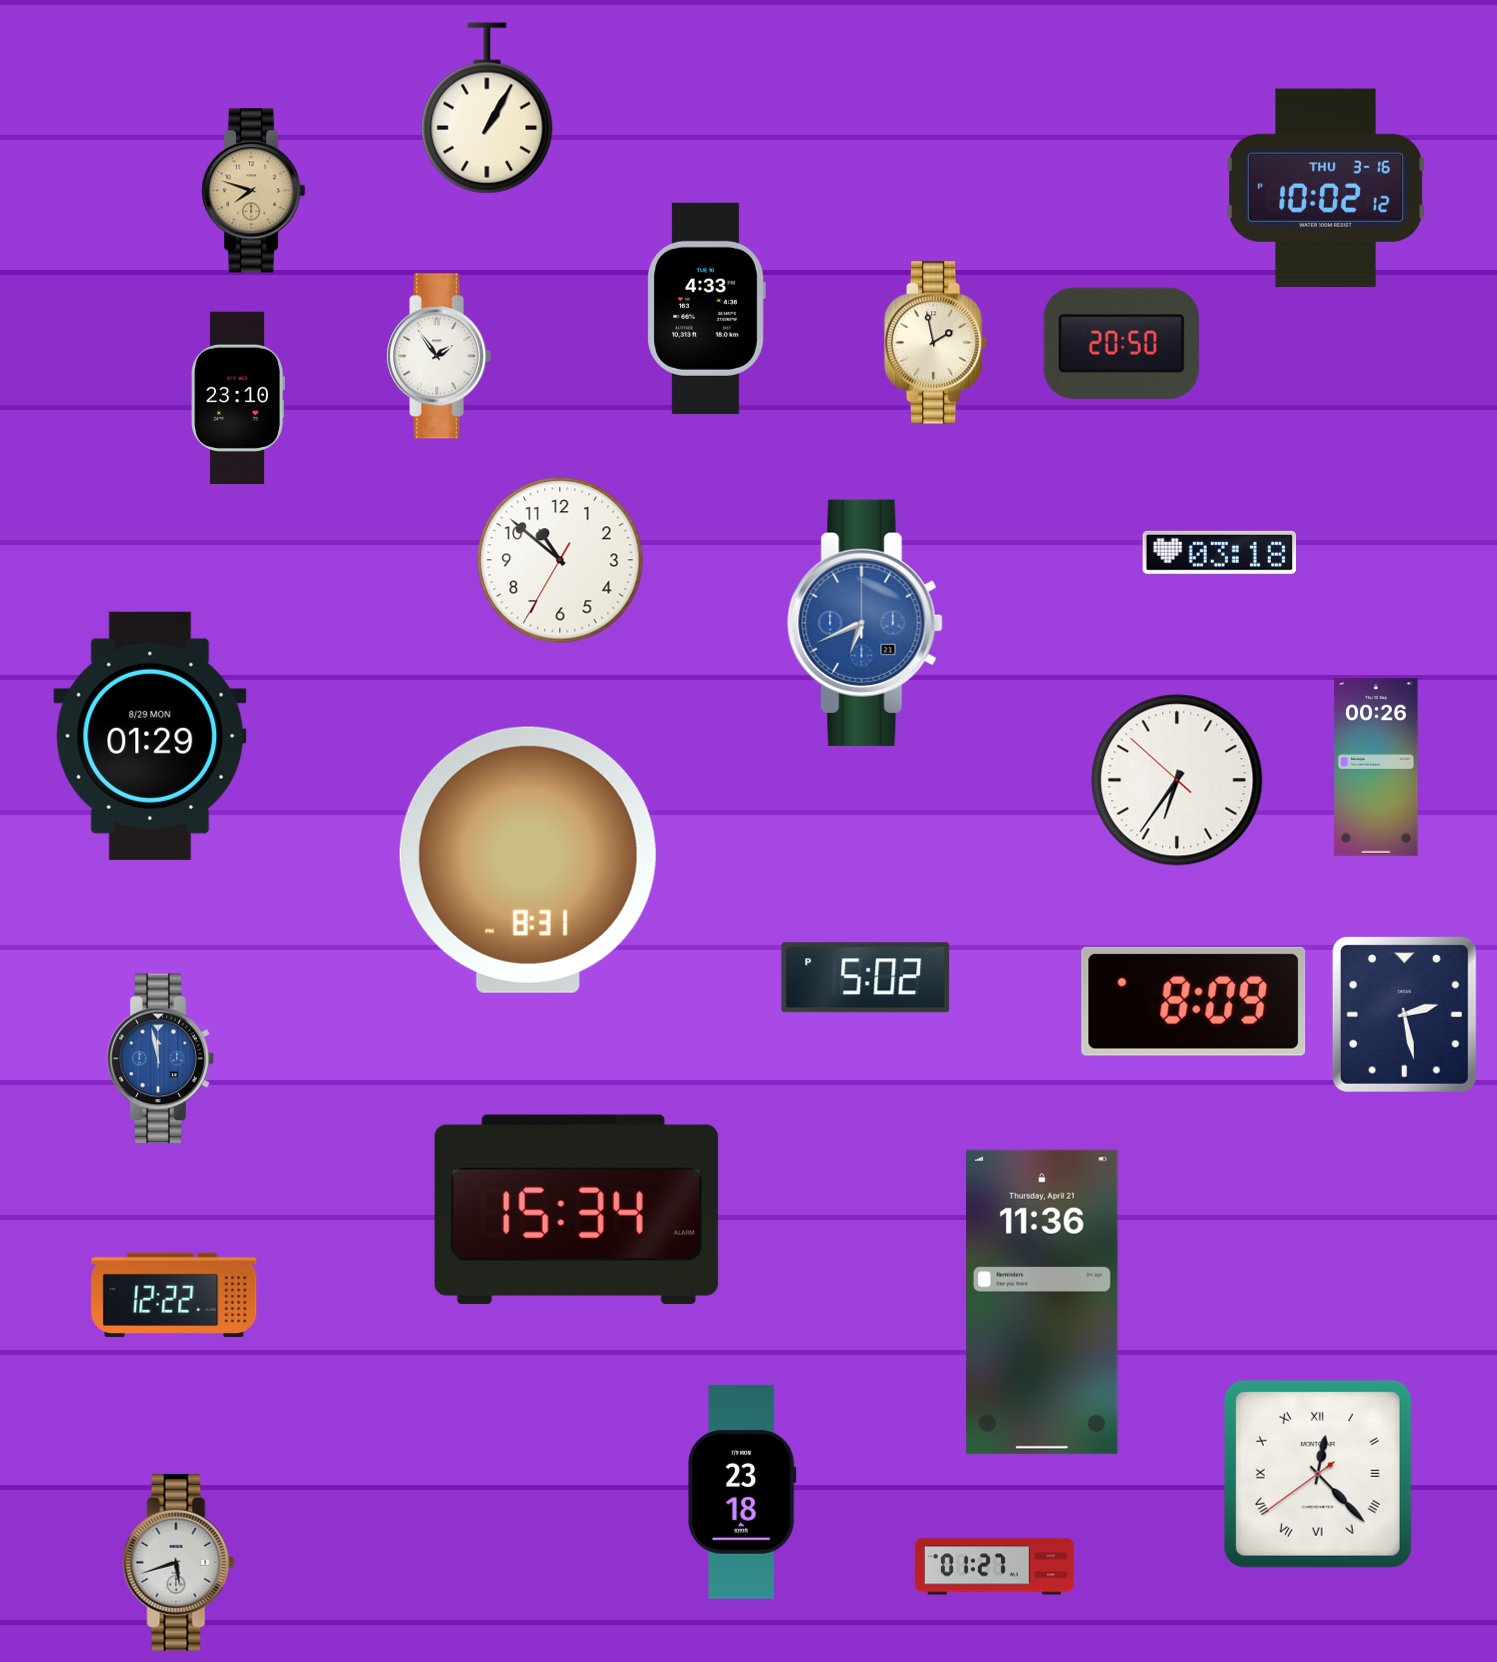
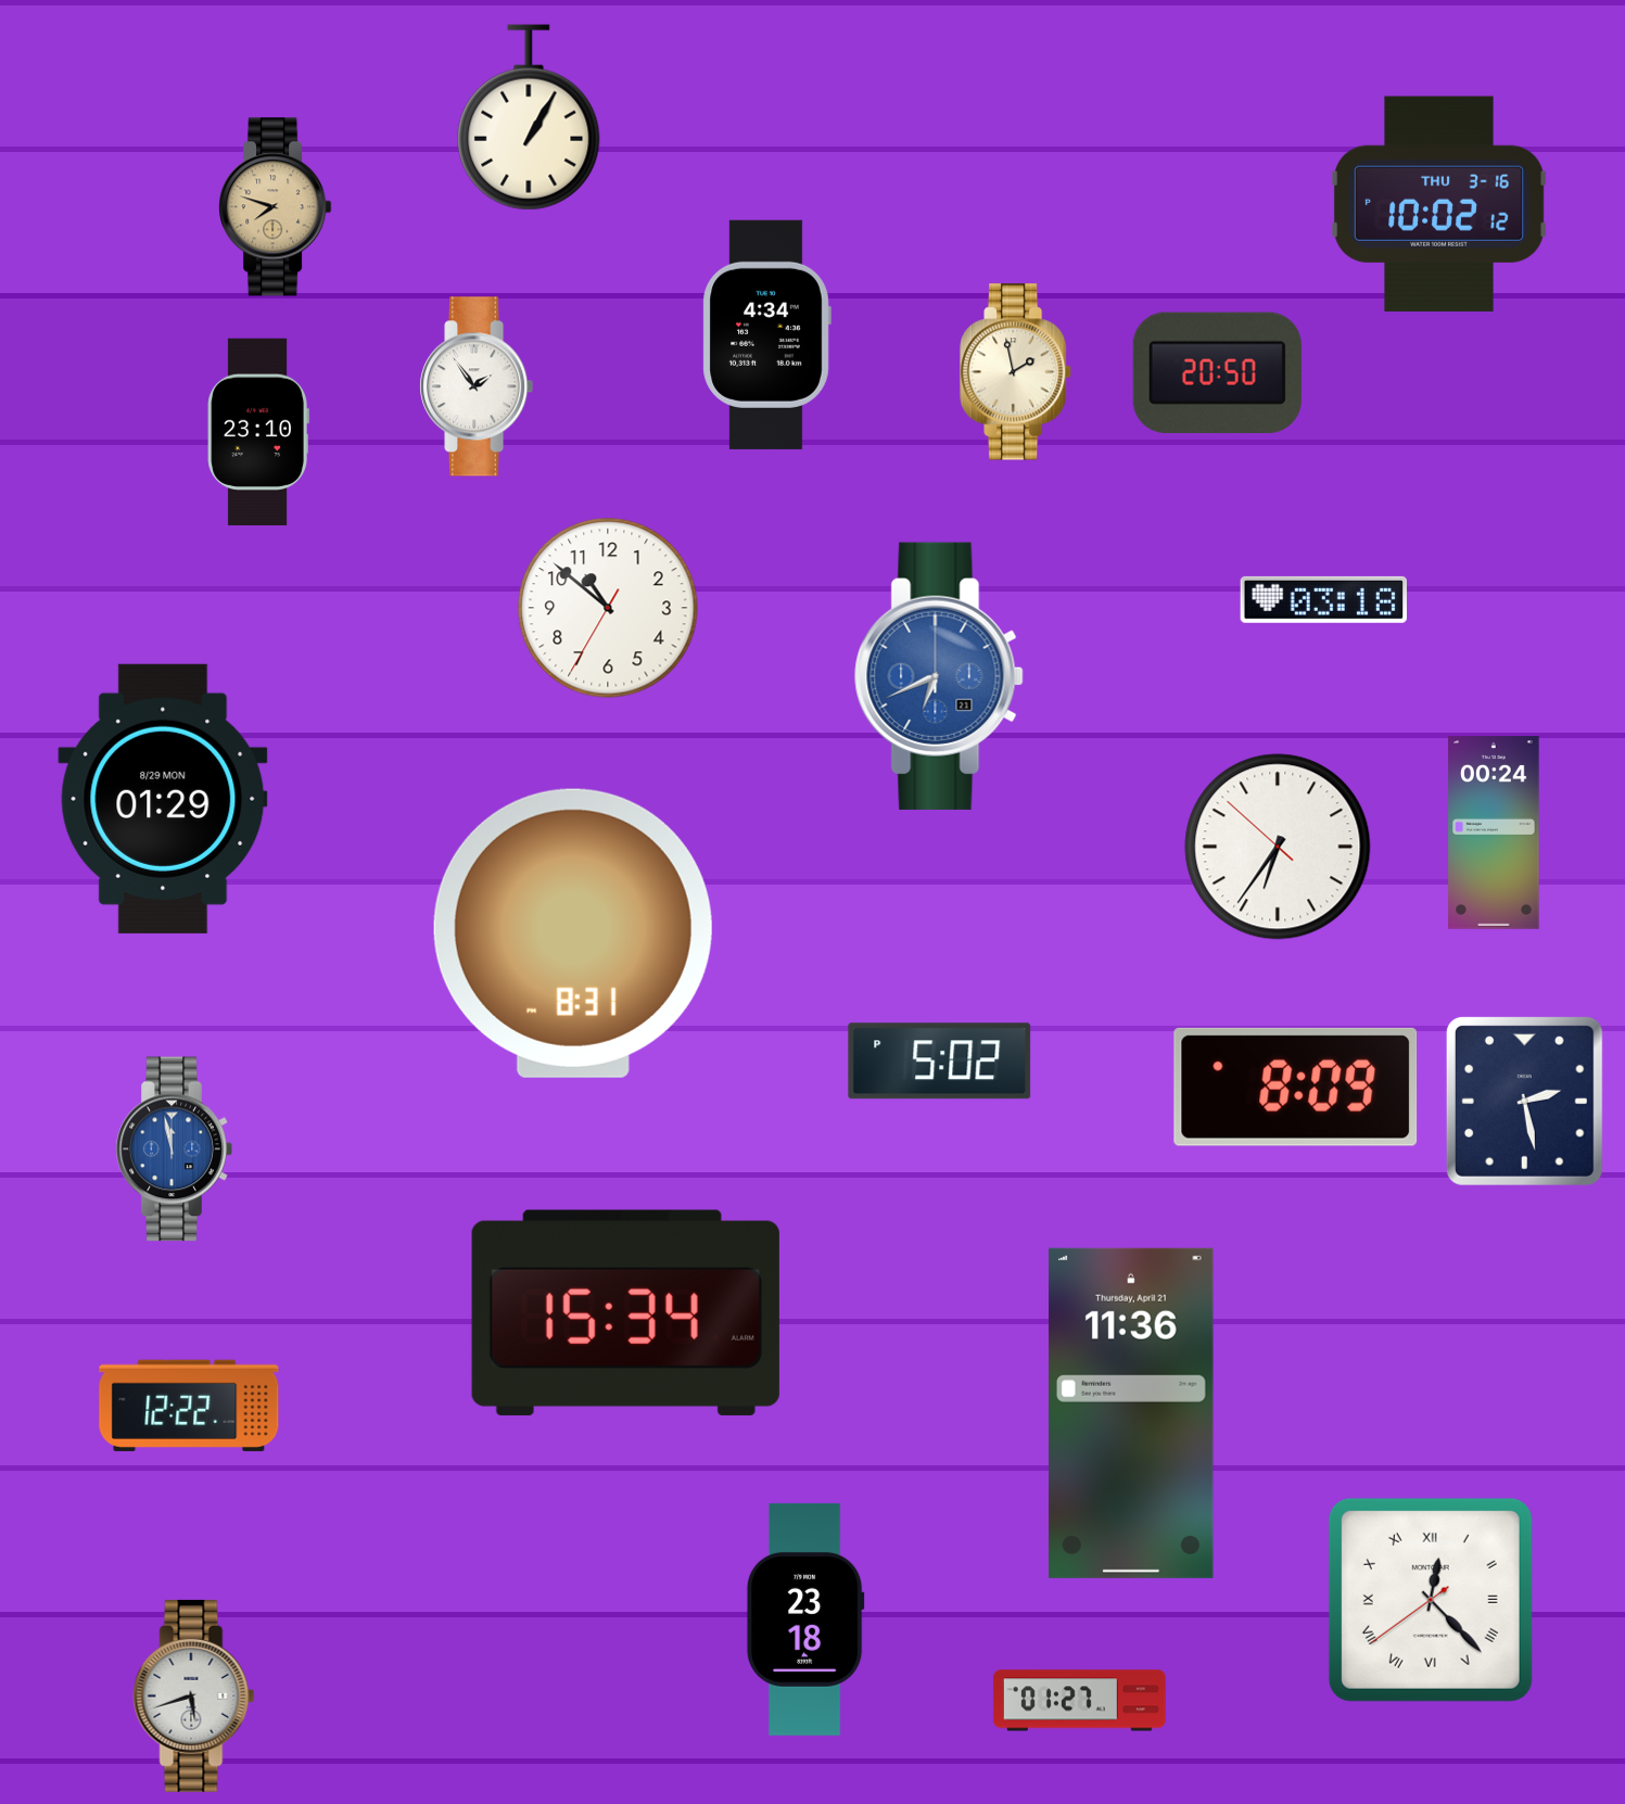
clock at (706, 308): 4:33 -> 4:34
clock at (1376, 768): 00:26 -> 00:24
